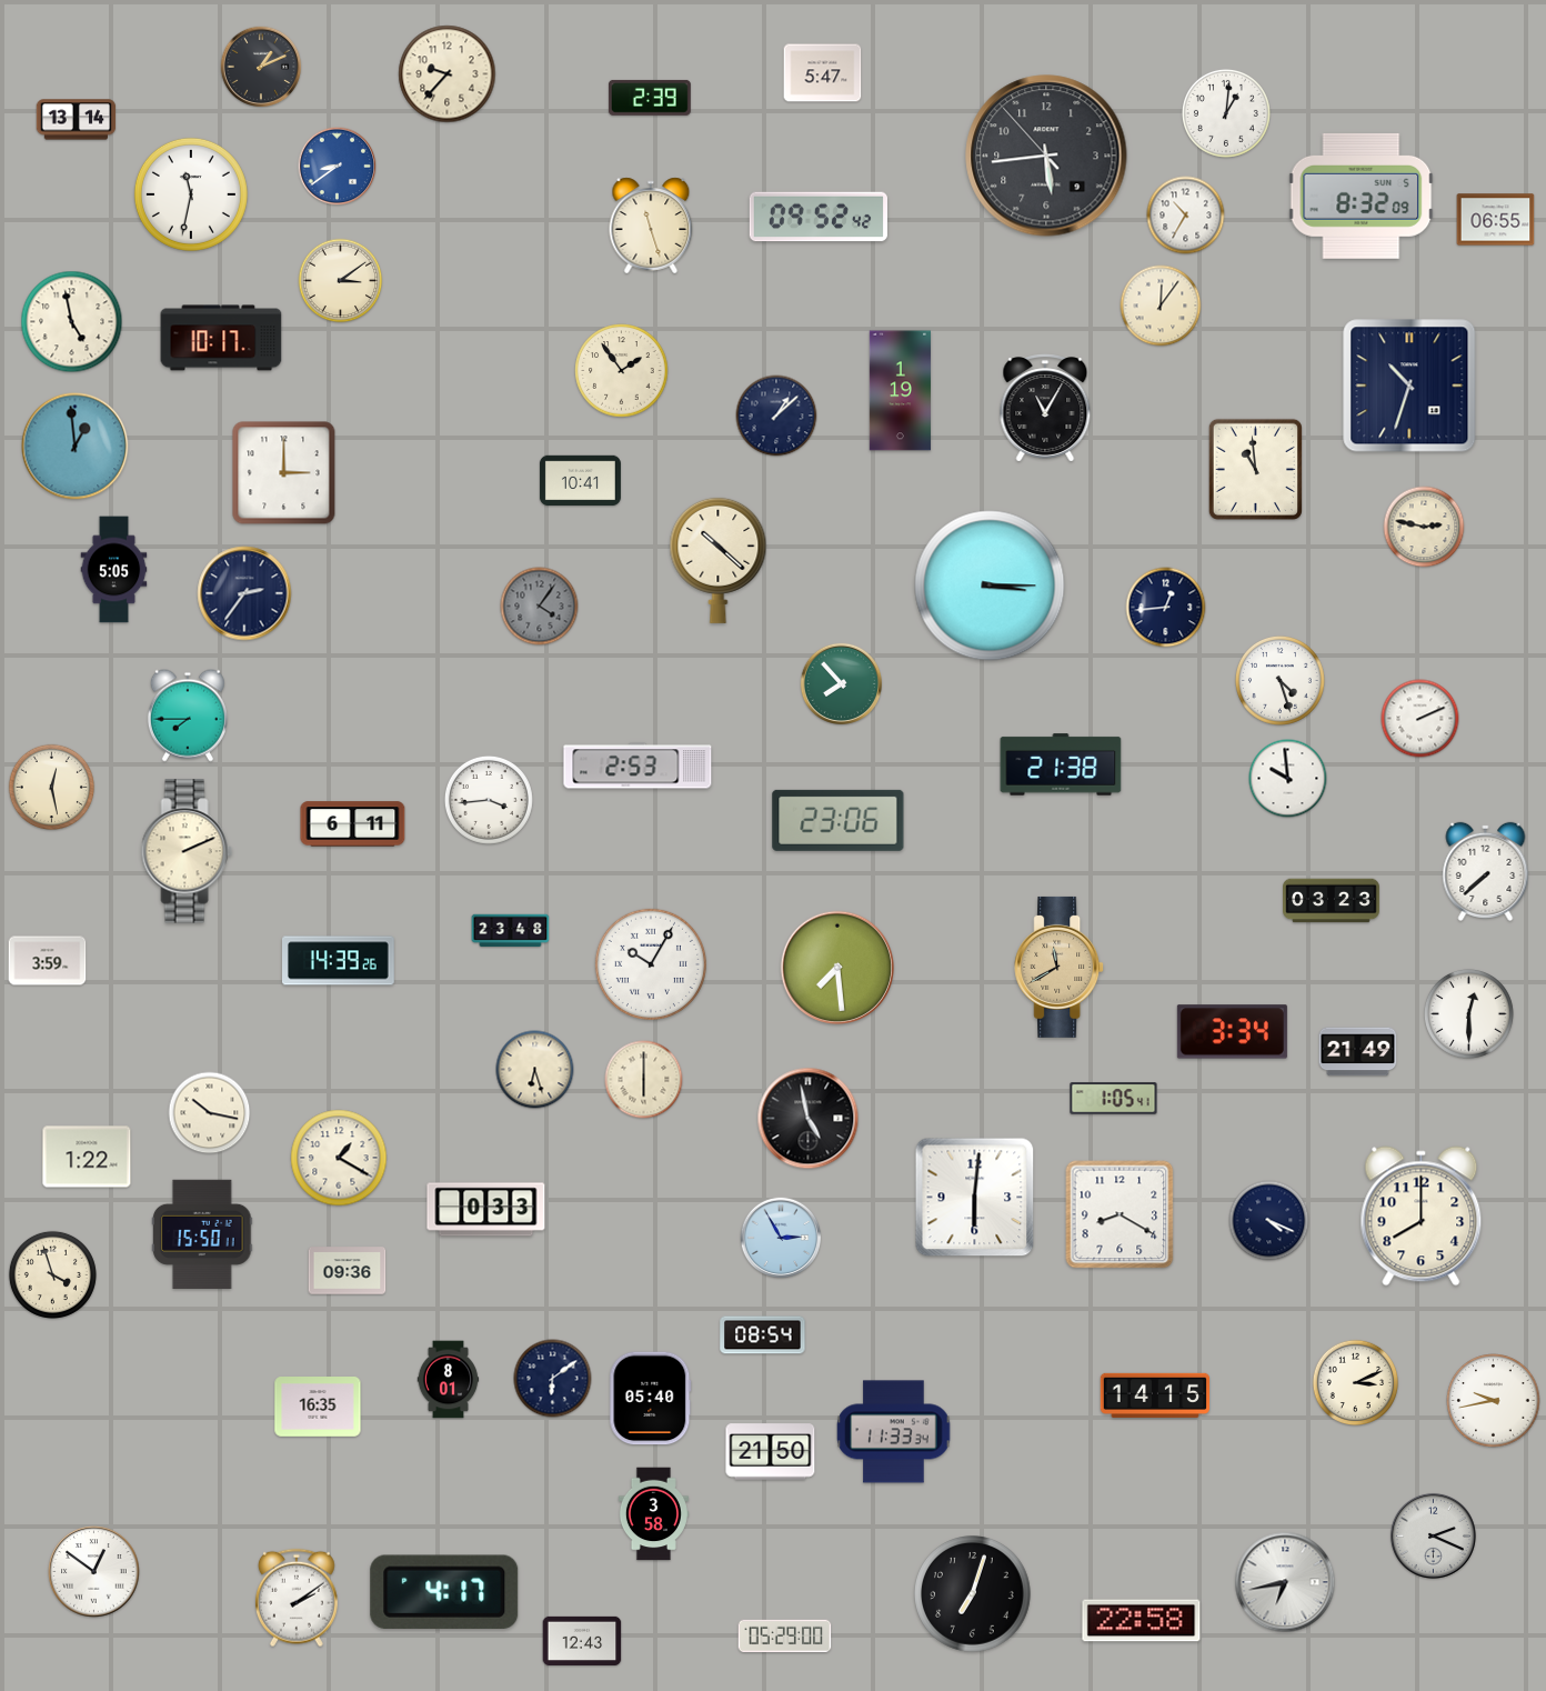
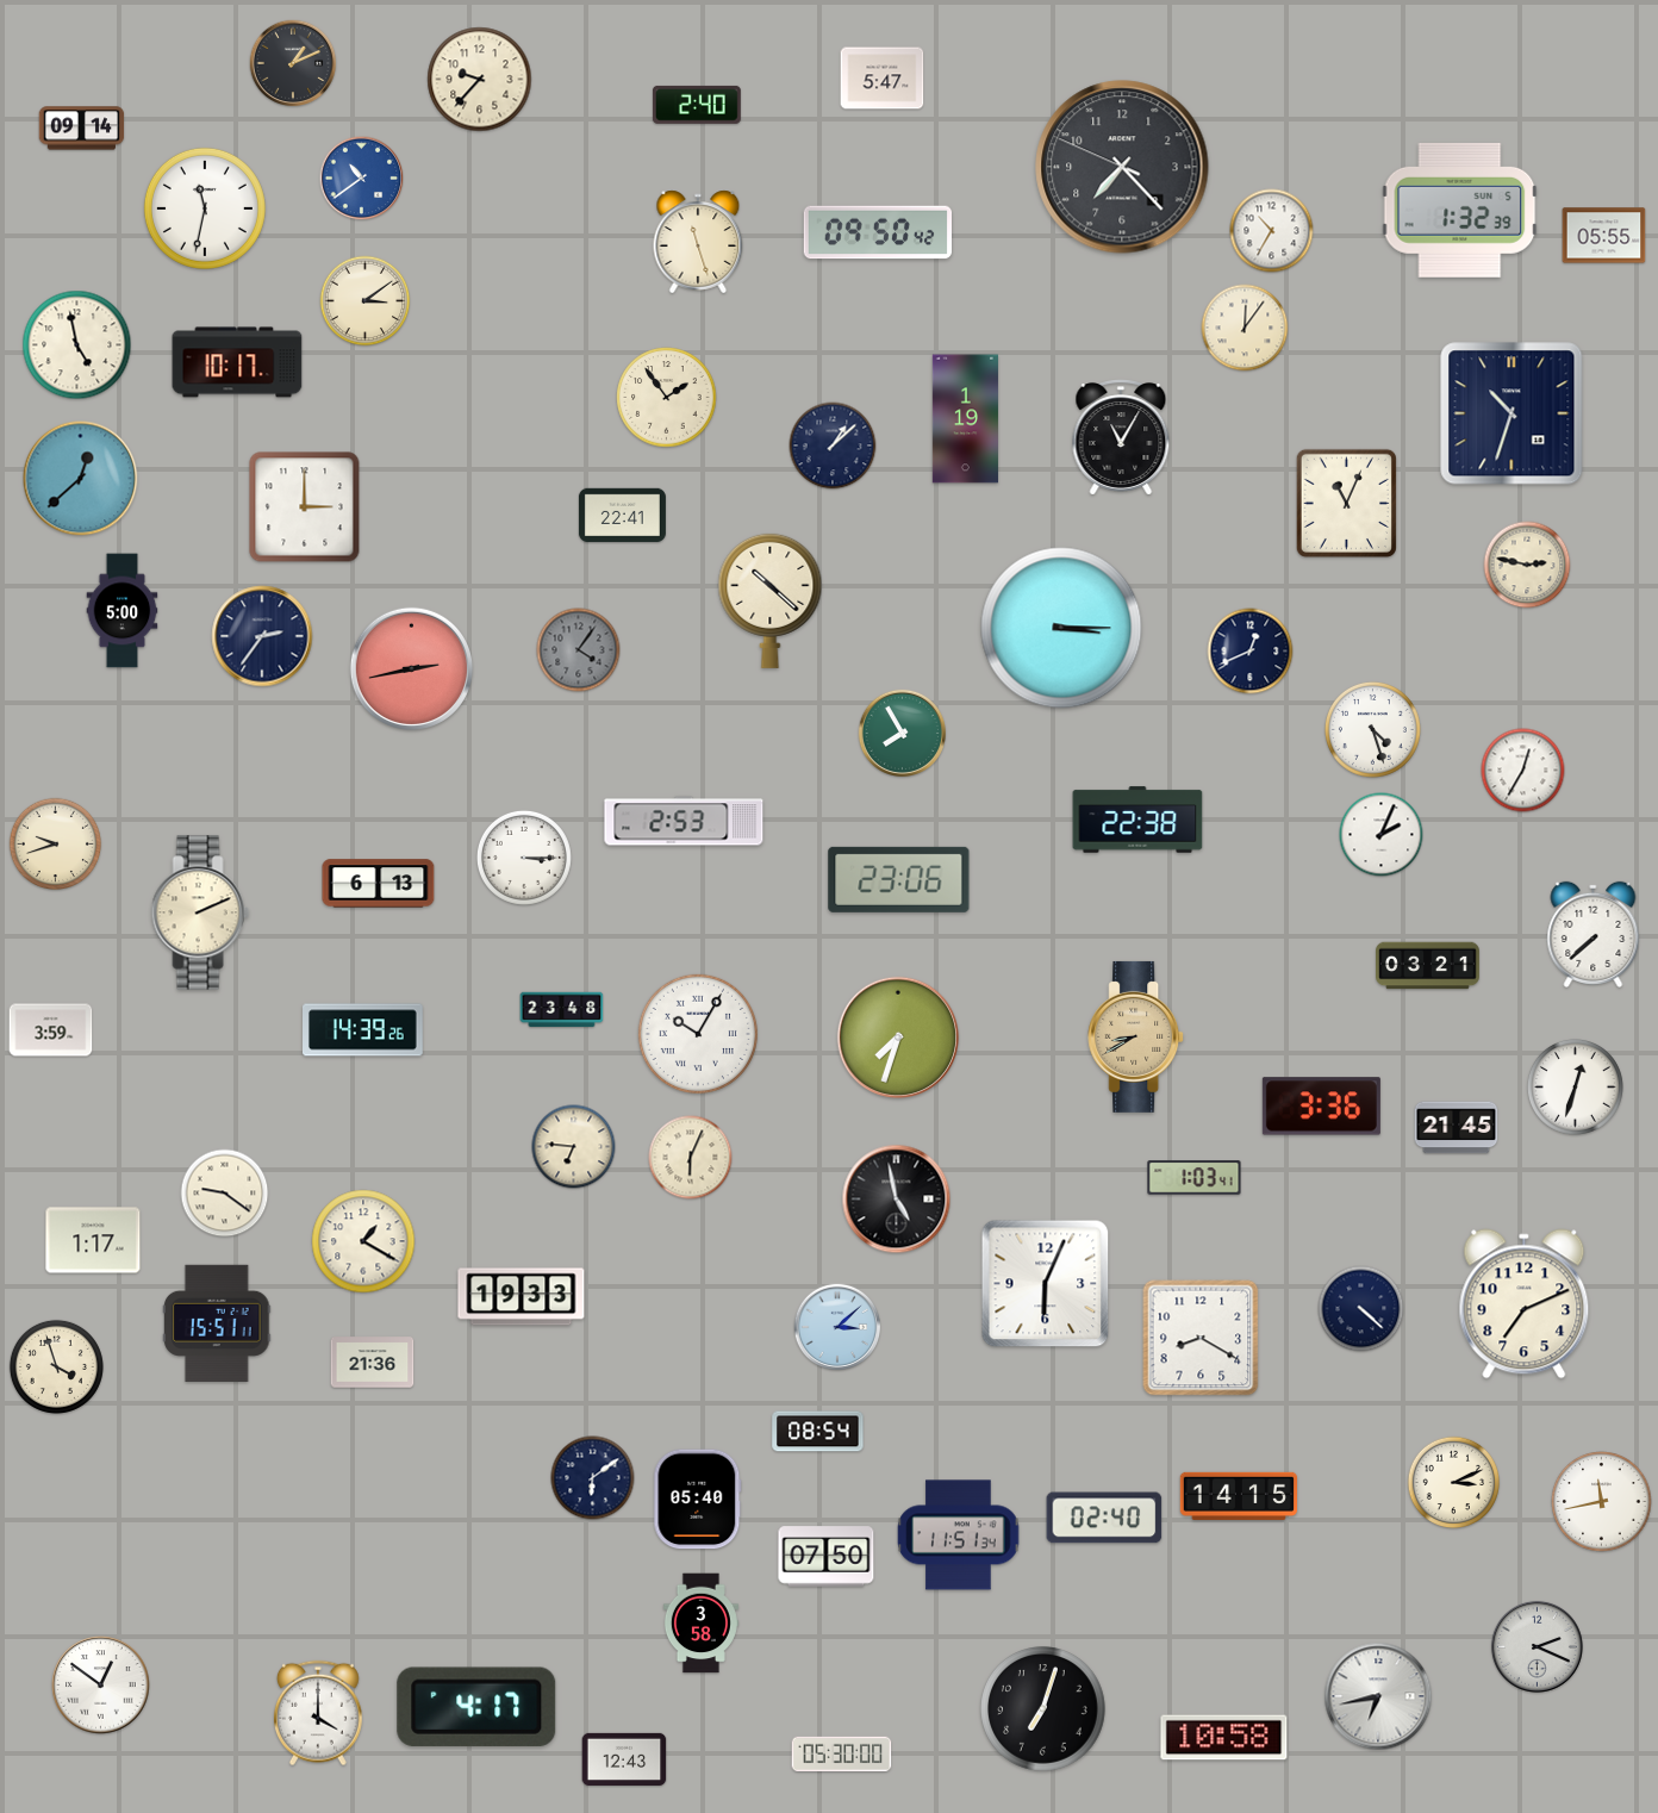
clock at (261, 67) position: (261, 67) -> (293, 63)
clock at (650, 98): 2:39 -> 2:40
clock at (1226, 113): 1:01 -> none
clock at (77, 120): 13:14 -> 09:14
clock at (1046, 156): 5:43 -> 7:22
clock at (338, 167): 8:39 -> 10:39
clock at (1362, 196): 8:32 -> 1:32
clock at (817, 217): 09:52 -> 09:50
clock at (1496, 220): 06:55 -> 05:55
clock at (76, 447): 12:59 -> 12:38
clock at (1255, 469): 10:59 -> 11:04
clock at (580, 481): 10:41 -> 22:41
clock at (114, 570): 5:05 -> 5:00
clock at (1166, 608): 12:44 -> 12:41
clock at (411, 668): none -> 2:43
clock at (841, 683): 7:53 -> 7:55
clock at (188, 716): 7:45 -> none
clock at (1420, 719): 2:11 -> 12:35
clock at (1061, 764): 21:38 -> 22:38
clock at (1288, 779): 9:59 -> 2:04
clock at (52, 788): 12:28 -> 9:42
clock at (489, 800): 3:44 -> 3:15
clock at (353, 824): 6:11 -> 6:13
clock at (1332, 901): 03:23 -> 03:21
clock at (511, 931) position: (511, 931) -> (562, 1010)
clock at (1060, 967): 11:40 -> 8:40
clock at (837, 968): 7:29 -> 7:33
clock at (1468, 1013): 12:30 -> 12:33
clock at (1232, 1032): 3:34 -> 3:36
clock at (1358, 1052): 21:49 -> 21:45
clock at (535, 1070): 6:27 -> 6:46
clock at (644, 1080): 6:00 -> 6:04
clock at (1114, 1099): 1:05 -> 1:03
clock at (210, 1113): 10:17 -> 9:21
clock at (809, 1119) position: (809, 1119) -> (897, 1200)
clock at (87, 1157): 1:22 -> 1:17
clock at (975, 1198): 6:01 -> 6:04
clock at (486, 1210): 0:33 -> 19:33
clock at (1120, 1214) position: (1120, 1214) -> (1201, 1338)
clock at (1422, 1217): 8:00 -> 7:11
clock at (1269, 1221): 4:19 -> 4:22
clock at (203, 1234): 15:50 -> 15:51
clock at (781, 1238): 2:55 -> 3:08
clock at (348, 1271): 09:36 -> 21:36
clock at (449, 1380): 8:01 -> none
clock at (1494, 1401): 9:43 -> 11:43
clock at (318, 1408): 16:35 -> none
clock at (1104, 1518): none -> 02:40
clock at (894, 1432): 11:33 -> 11:51
clock at (771, 1452): 21:50 -> 07:50
clock at (297, 1598): 2:09 -> 4:00
clock at (1142, 1621): 22:58 -> 10:58
clock at (785, 1635): 05:29 -> 05:30
